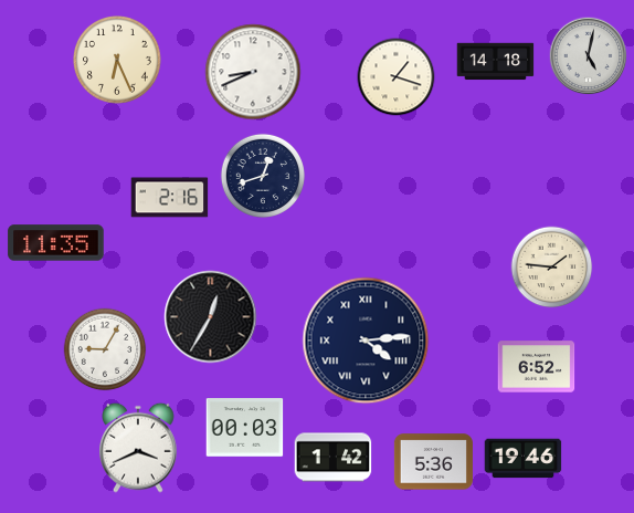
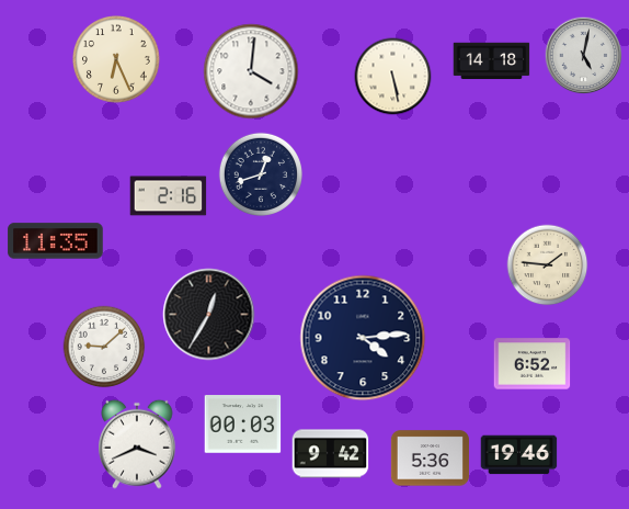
clock at (253, 72): 8:41 -> 4:01
clock at (397, 77): 1:18 -> 5:28
clock at (366, 341) numerals: Roman -> Arabic
clock at (105, 349): 9:05 -> 9:08
clock at (334, 458): 1:42 -> 9:42
